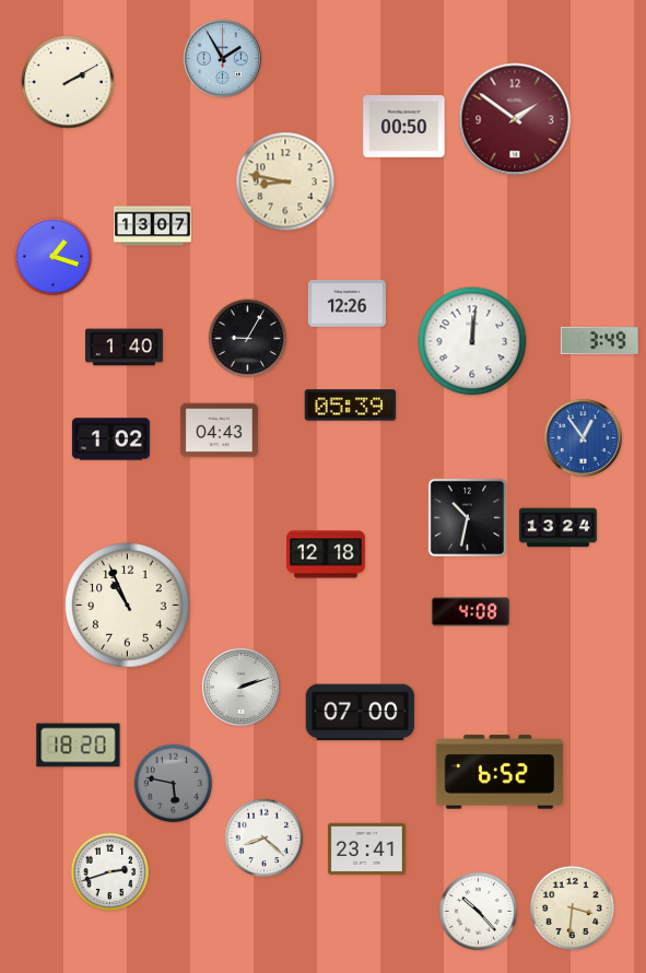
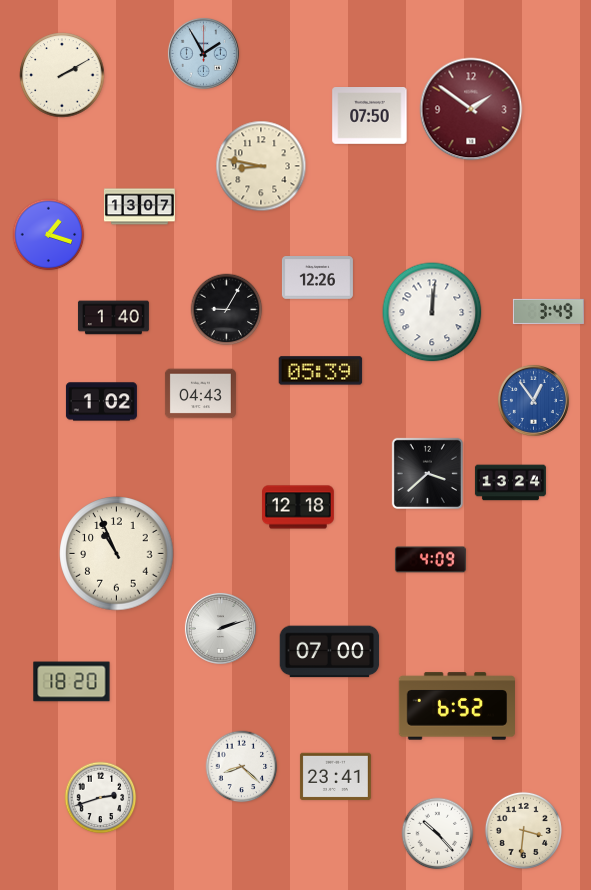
clock at (404, 127): 00:50 -> 07:50
clock at (467, 517): 10:32 -> 3:38
clock at (470, 612): 4:08 -> 4:09
clock at (174, 784): 5:47 -> none
